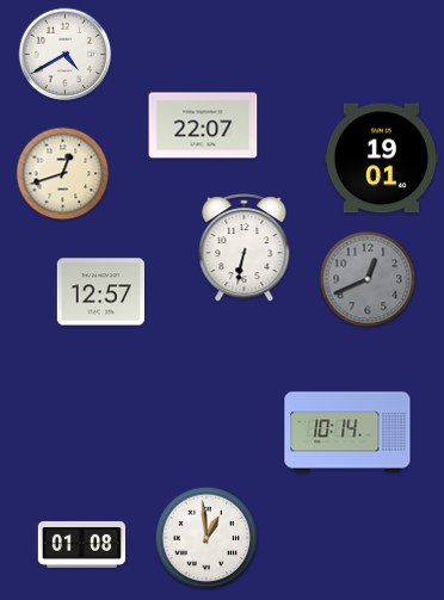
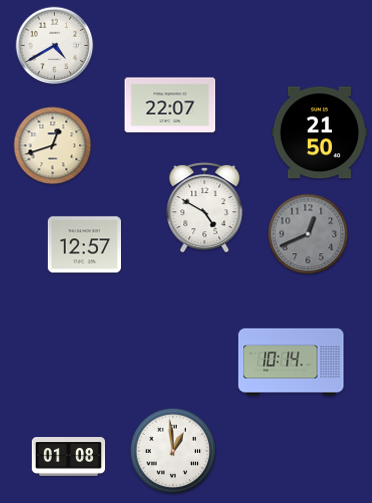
clock at (381, 159): 19:01 -> 21:50
clock at (245, 248): 6:32 -> 4:50
